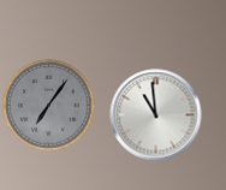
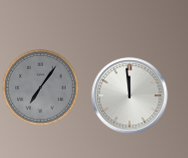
clock at (156, 115): 10:59 -> 11:59
